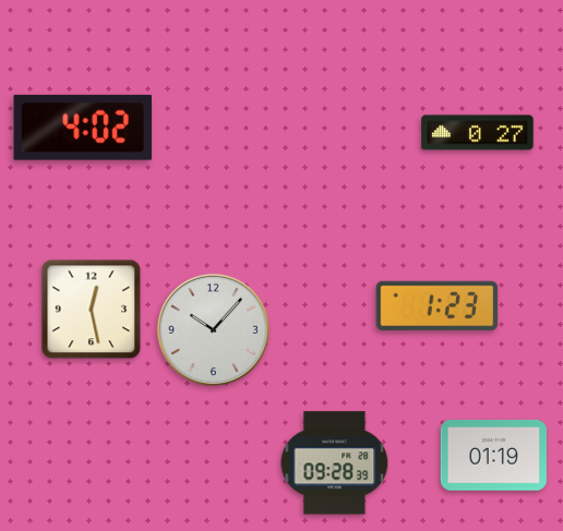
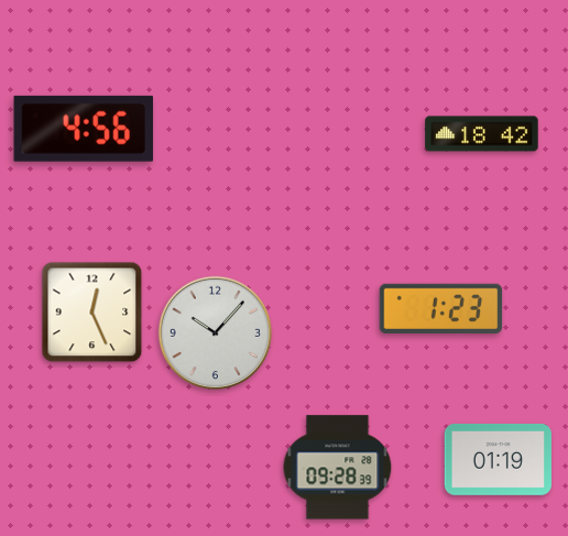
clock at (83, 128): 4:02 -> 4:56
clock at (478, 133): 0:27 -> 18:42
clock at (92, 310): 12:28 -> 12:26
